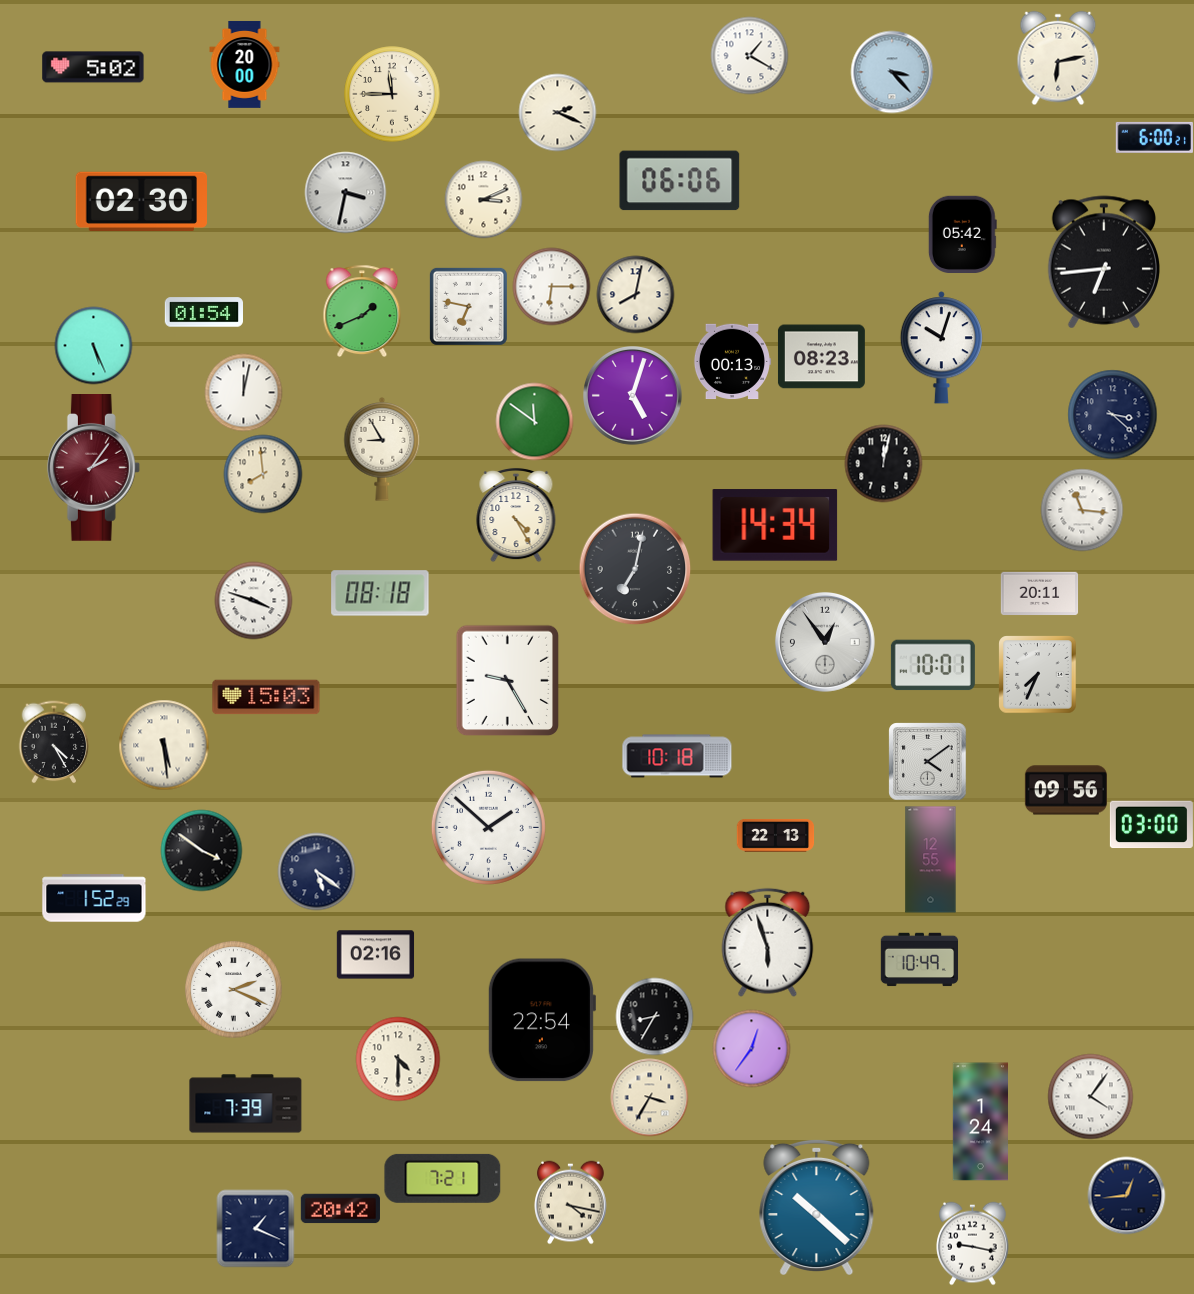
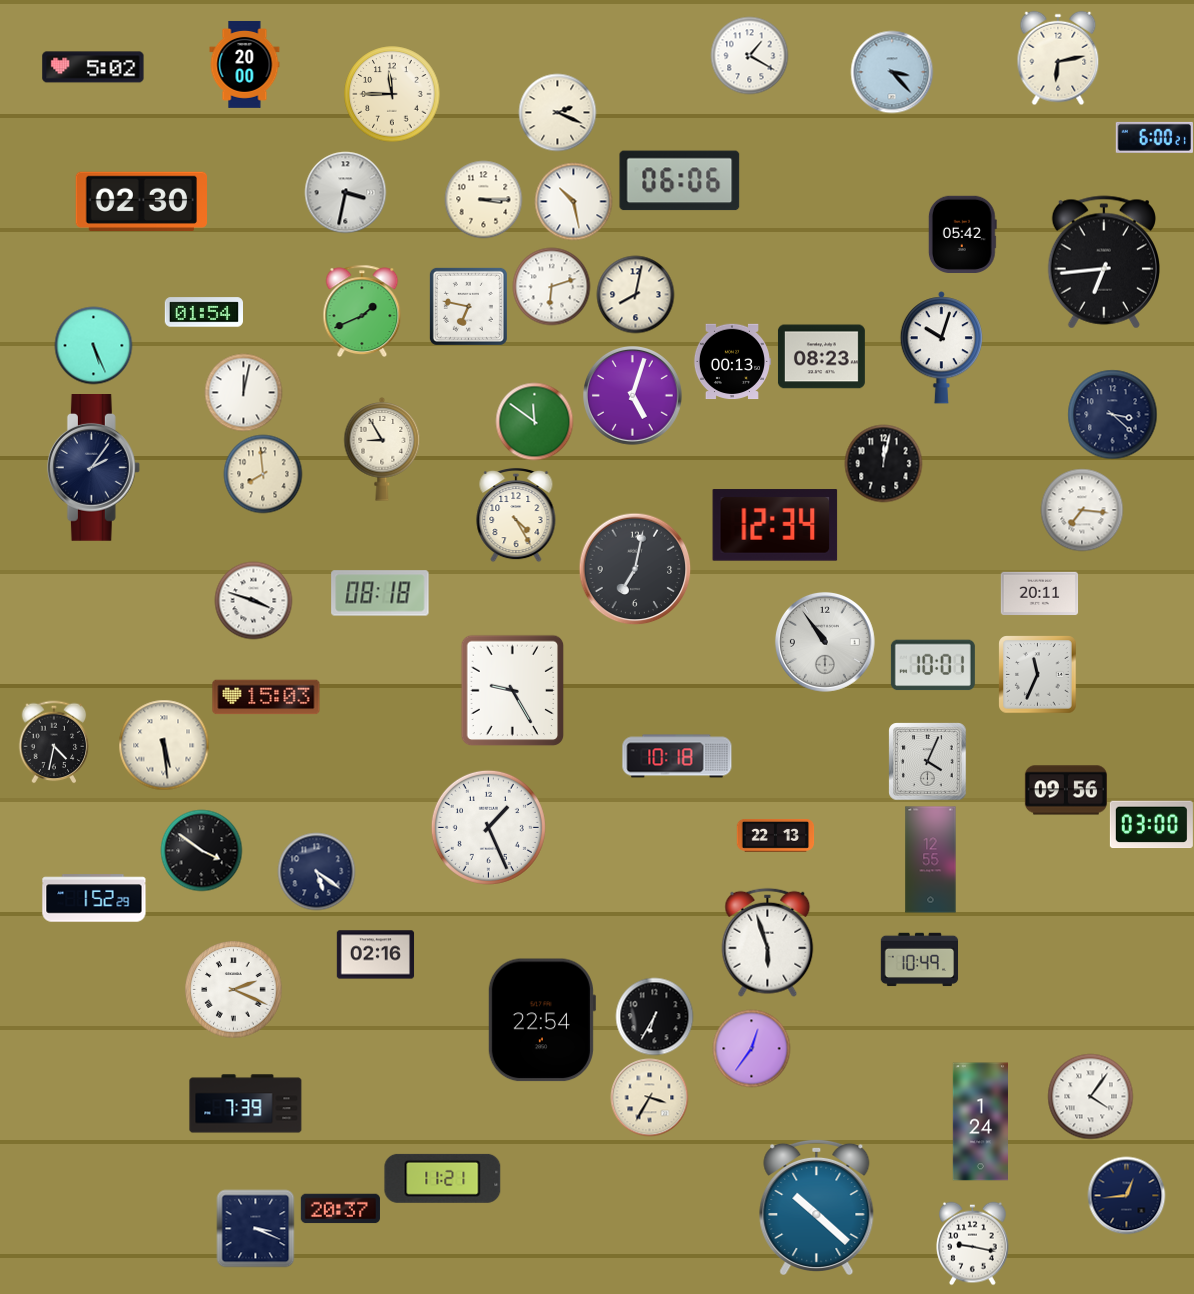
clock at (483, 199): 3:11 -> 3:15
clock at (573, 201): none -> 10:28
clock at (551, 286): 6:15 -> 6:12
clock at (93, 468) dial: burgundy -> navy
clock at (1082, 510): 11:16 -> 7:16
clock at (775, 525): 14:34 -> 12:34
clock at (825, 642): 12:54 -> 10:54
clock at (1037, 674): 7:34 -> 11:34
clock at (508, 680) position: (508, 680) -> (513, 690)
clock at (54, 742): 4:25 -> 4:32
clock at (927, 761): 4:09 -> 4:04
clock at (488, 827): 1:52 -> 1:26
clock at (654, 1016): 8:35 -> 6:35
clock at (398, 1059): 4:30 -> none
clock at (443, 1178): 7:21 -> 11:21
clock at (571, 1202): 4:17 -> none
clock at (340, 1209): 20:42 -> 20:37
clock at (255, 1228): 1:19 -> 3:19
